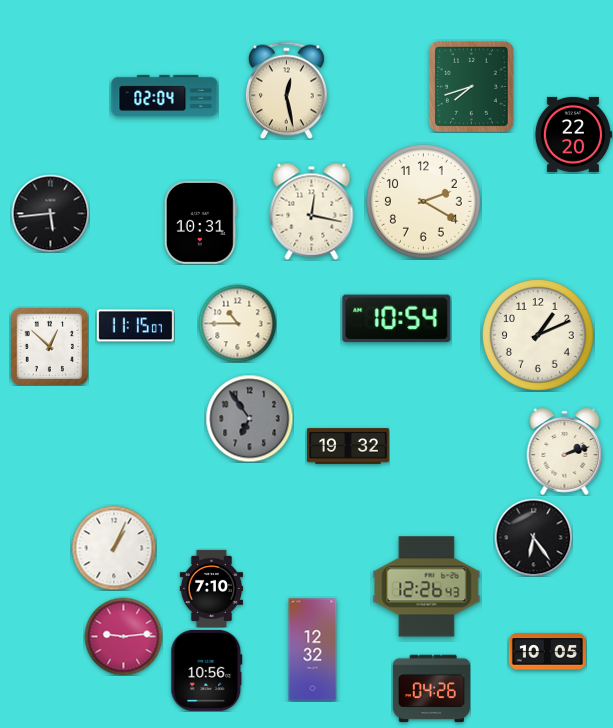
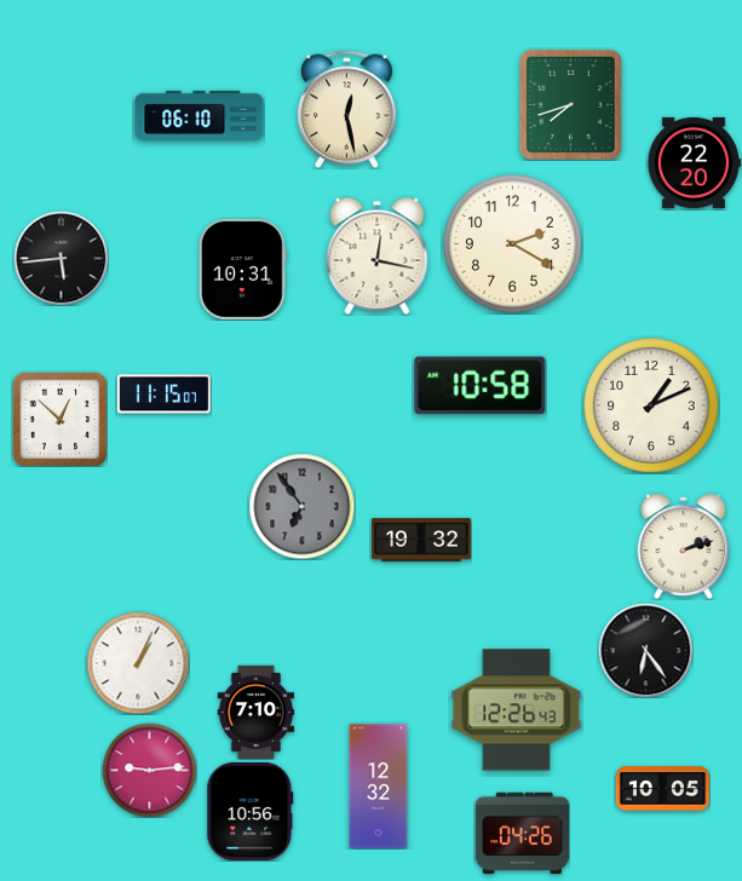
clock at (165, 95): 02:04 -> 06:10
clock at (397, 319): 10:54 -> 10:58
clock at (237, 323): 10:45 -> none
